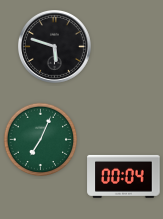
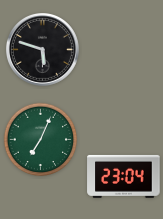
clock at (55, 47) position: (55, 47) -> (43, 50)
clock at (124, 176): 00:04 -> 23:04
